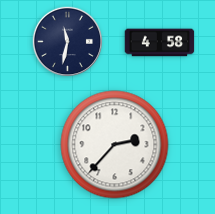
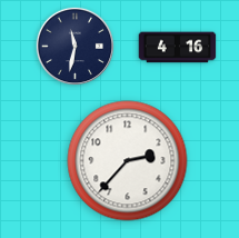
clock at (160, 43): 4:58 -> 4:16
